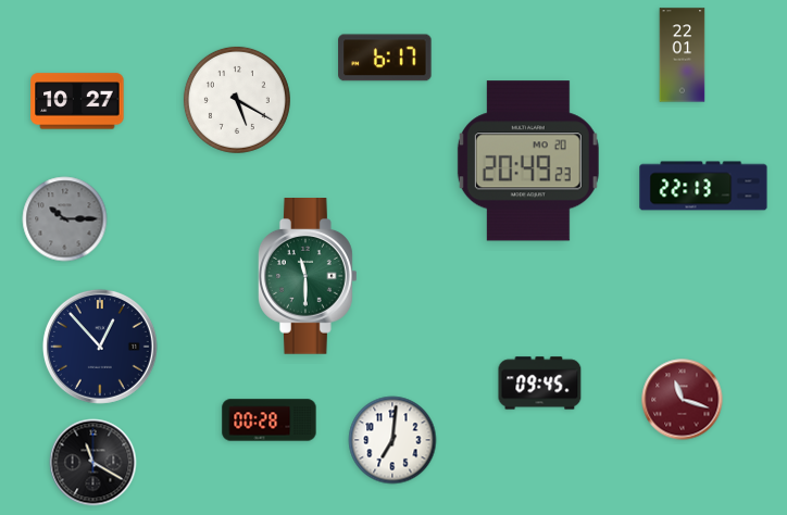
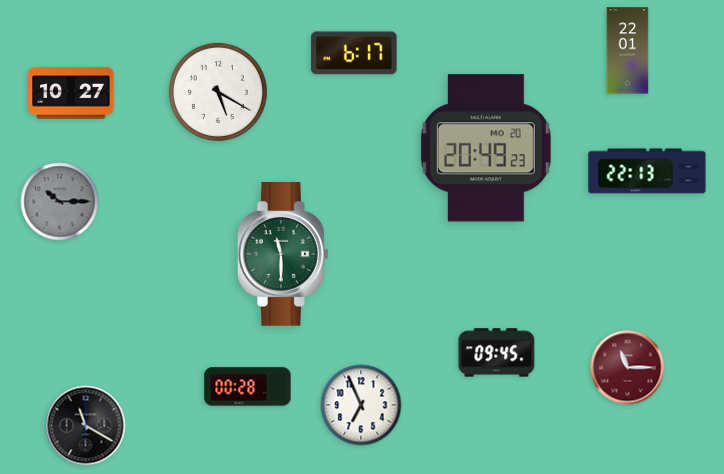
clock at (100, 347): 12:53 -> none
clock at (683, 400): 11:18 -> 11:15
clock at (392, 440): 7:01 -> 6:56
